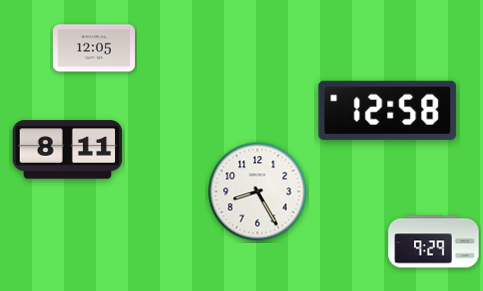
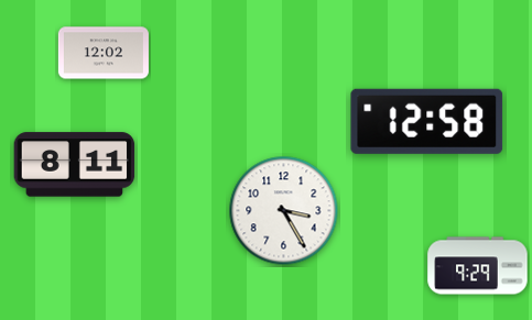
clock at (94, 48): 12:05 -> 12:02
clock at (258, 192): 8:25 -> 3:25
